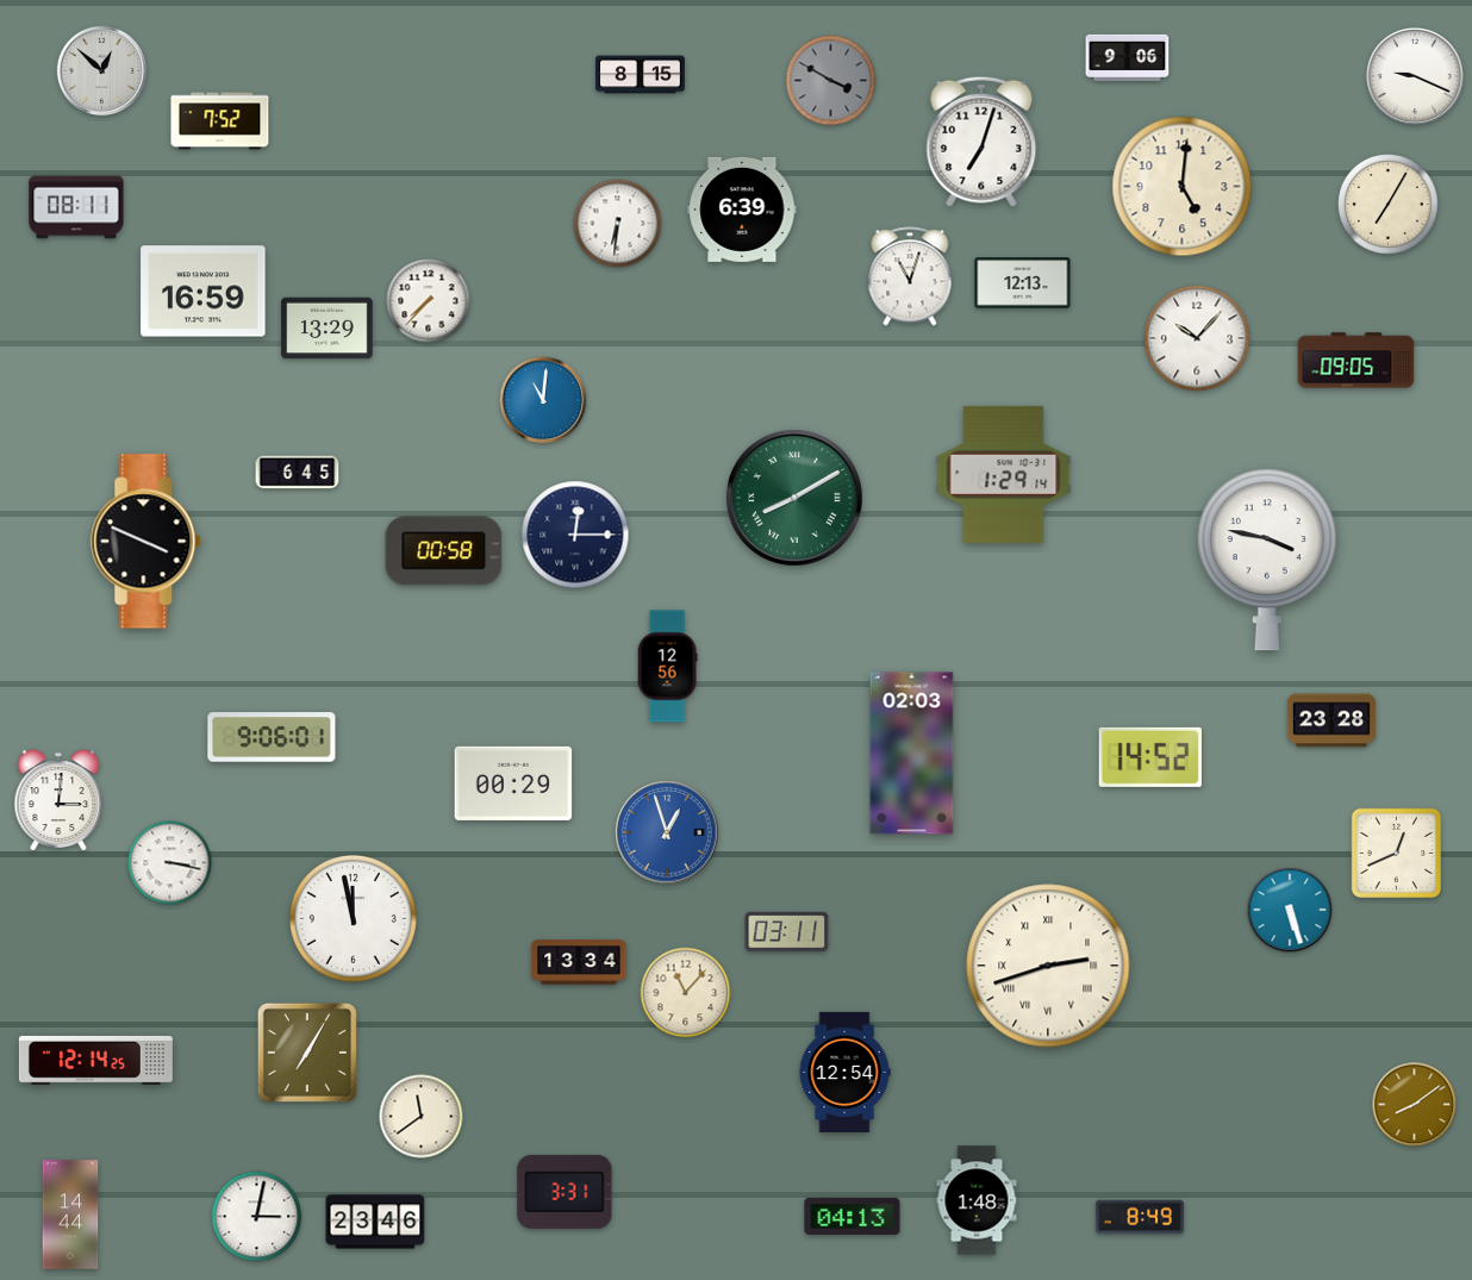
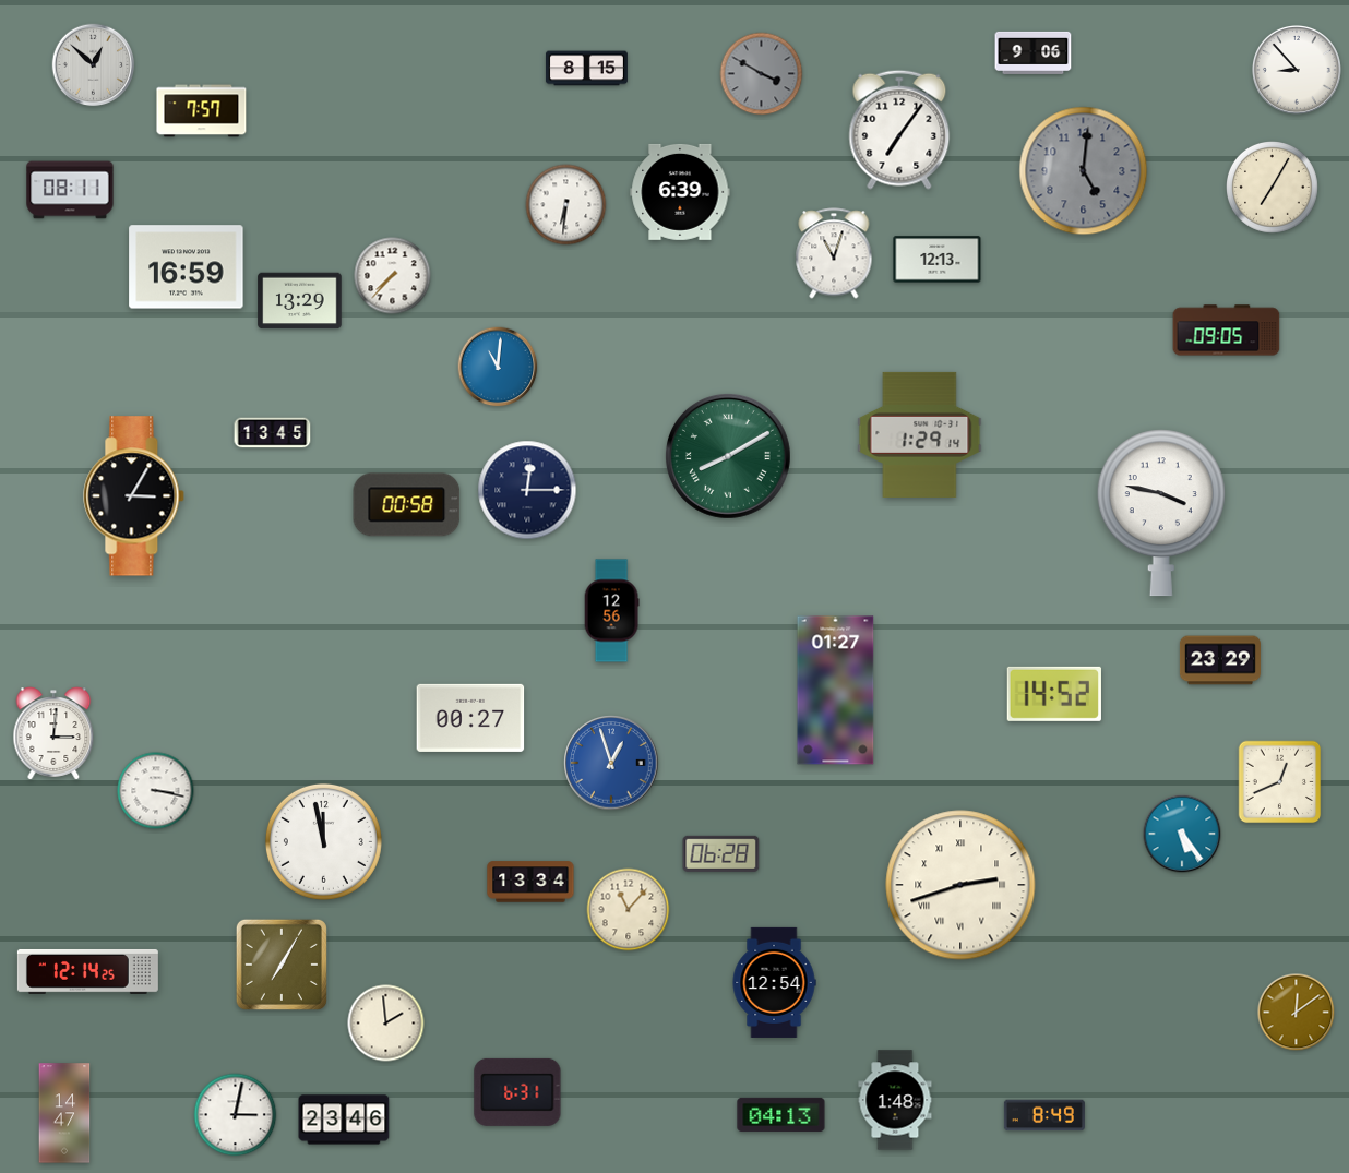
clock at (1415, 76): 9:19 -> 8:53
clock at (220, 121): 7:52 -> 7:57
clock at (981, 142): 7:03 -> 7:06
clock at (1183, 187) dial: cream -> grey
clock at (1197, 338): 10:07 -> none
clock at (1356, 361) position: (1356, 361) -> (1227, 331)
clock at (298, 473): 6:45 -> 13:45
clock at (146, 542): 3:49 -> 3:05
clock at (1331, 720): 23:28 -> 23:29
clock at (272, 737): 9:06 -> none
clock at (912, 754): 02:03 -> 01:27
clock at (513, 783): 00:29 -> 00:27
clock at (1290, 910): 5:27 -> 5:24
clock at (787, 931): 03:11 -> 06:28
clock at (1415, 1105): 8:09 -> 12:09
clock at (422, 1117): 11:39 -> 1:59
clock at (565, 1192): 3:31 -> 6:31
clock at (70, 1215): 14:44 -> 14:47
